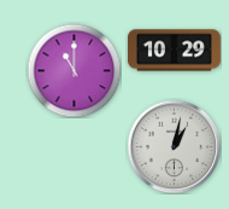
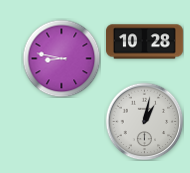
clock at (175, 51): 10:29 -> 10:28
clock at (74, 70): 11:00 -> 8:47
